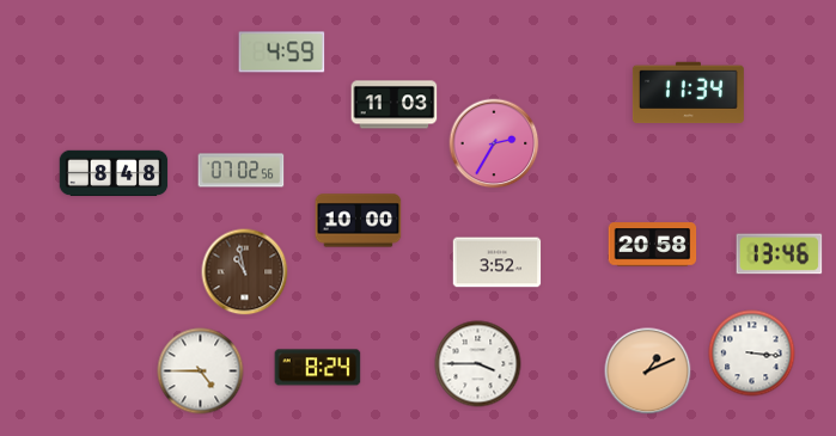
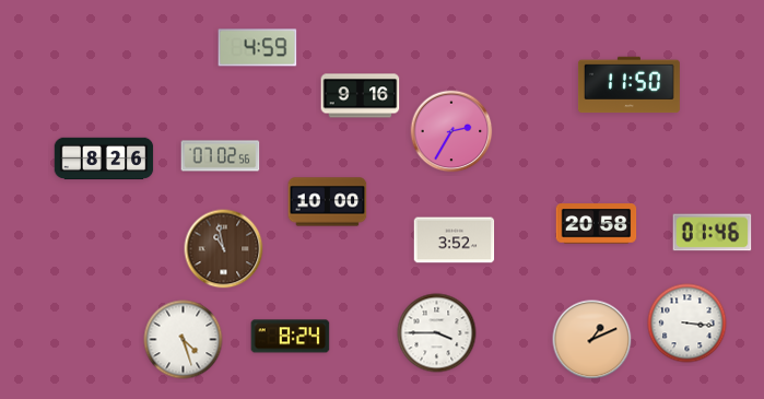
clock at (688, 93): 11:34 -> 11:50
clock at (395, 105): 11:03 -> 9:16
clock at (114, 173): 8:48 -> 8:26
clock at (780, 254): 13:46 -> 01:46
clock at (201, 371): 4:45 -> 4:27
